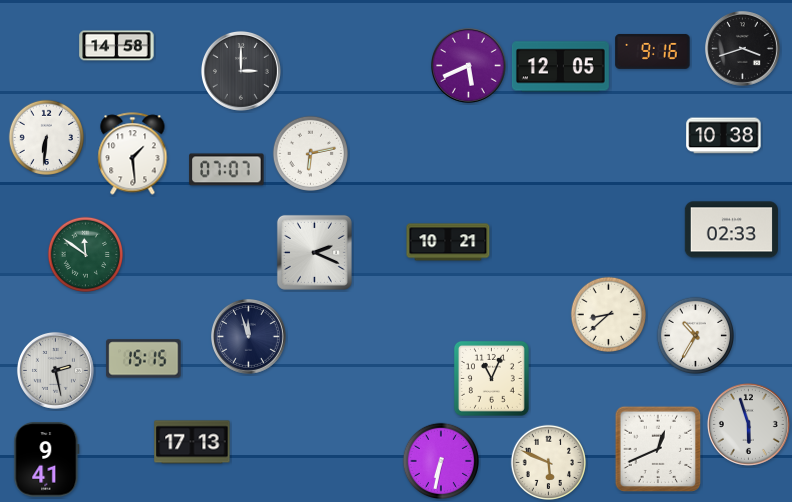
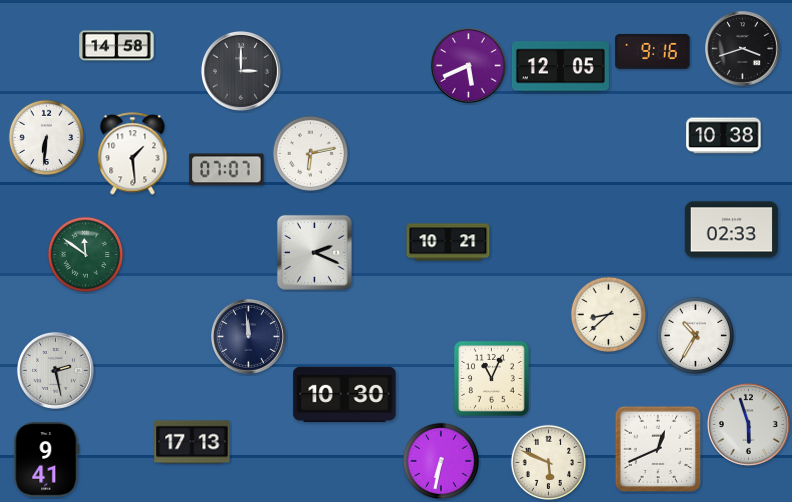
clock at (249, 337): 11:57 -> 11:59
clock at (144, 359): 15:15 -> none
clock at (345, 394): none -> 10:30
